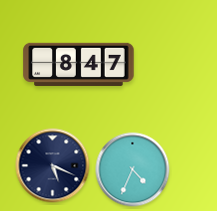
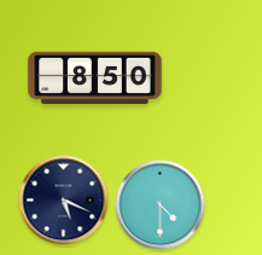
clock at (79, 64): 8:47 -> 8:50
clock at (133, 170): 4:34 -> 4:30
